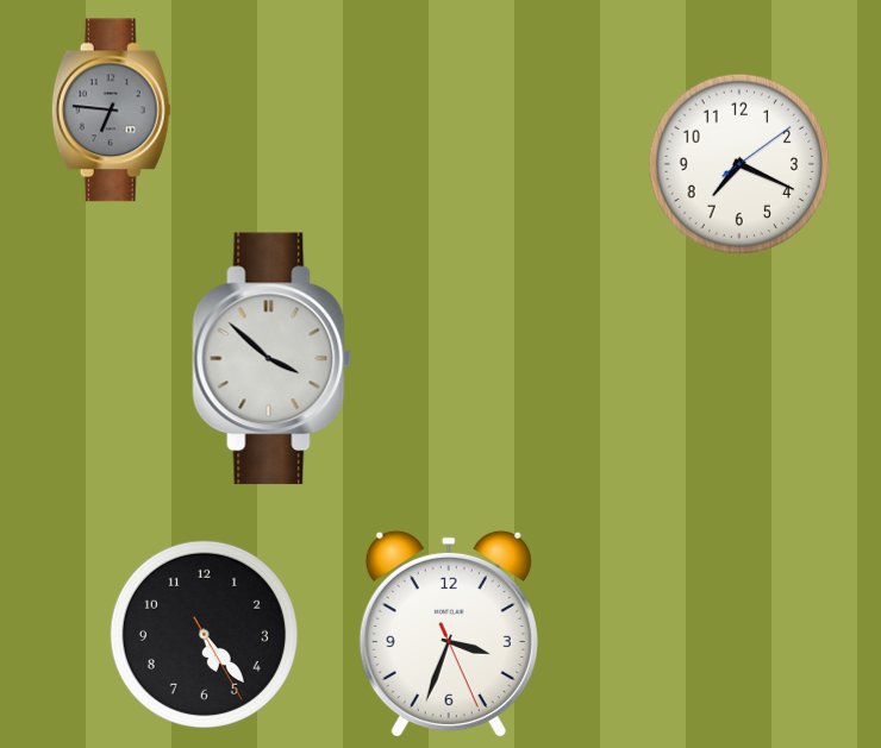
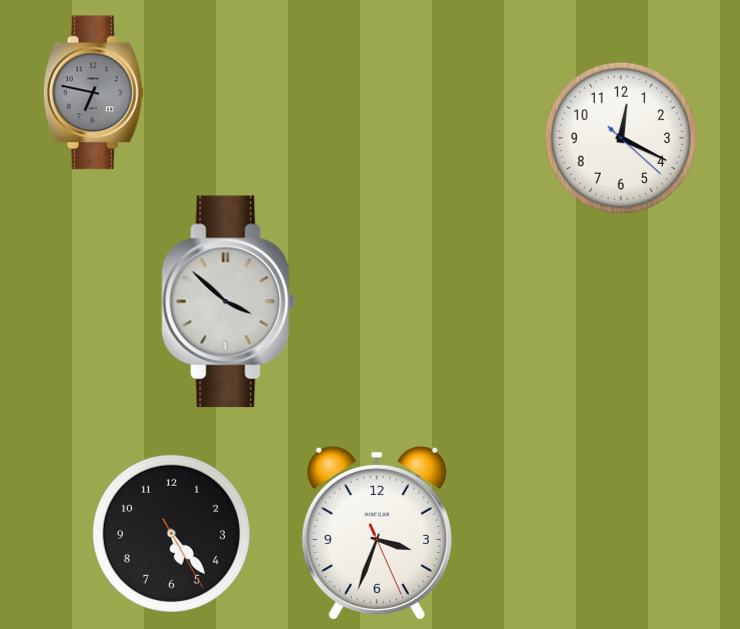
clock at (111, 111): 6:46 -> 6:47
clock at (739, 164): 7:19 -> 12:19
